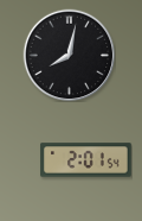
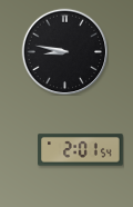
clock at (69, 55): 8:02 -> 8:47
